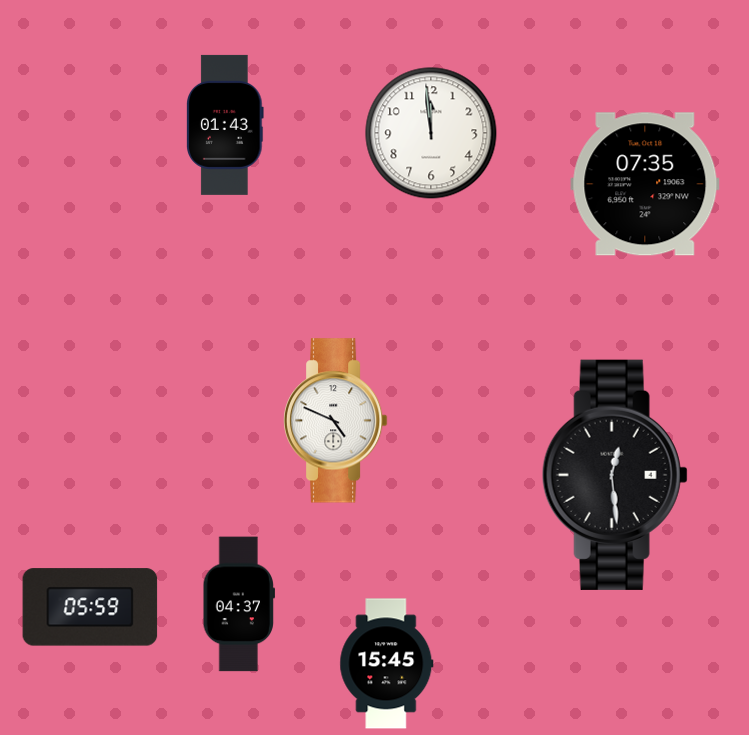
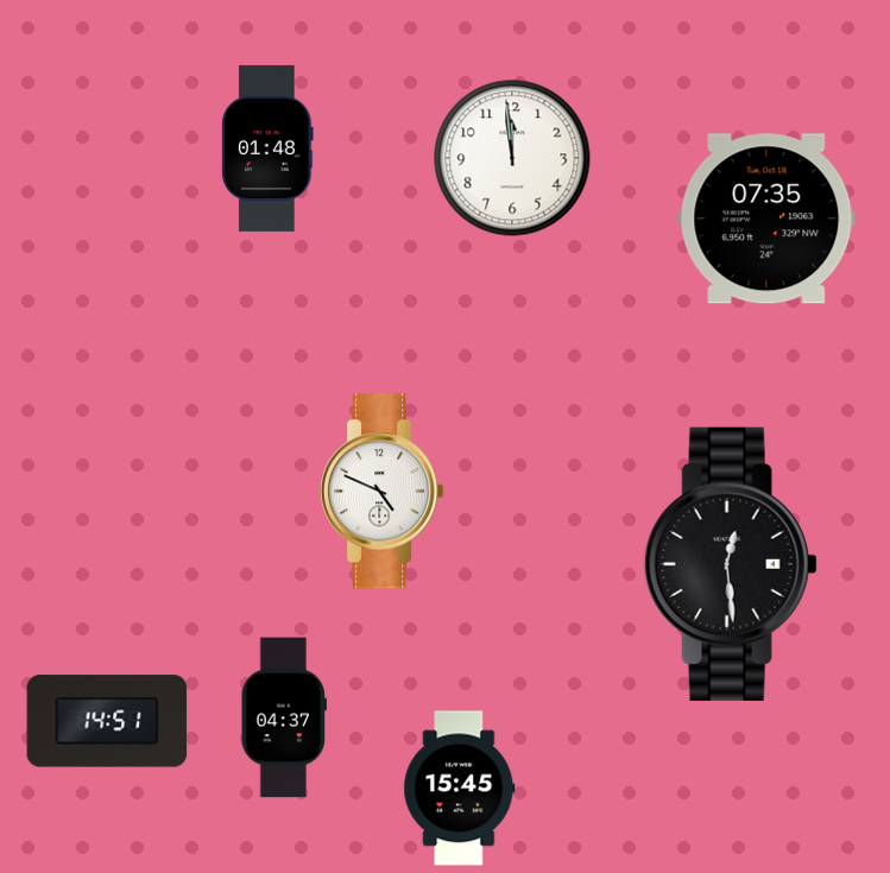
clock at (226, 125): 01:43 -> 01:48
clock at (336, 421) position: (336, 421) -> (383, 492)
clock at (90, 607): 05:59 -> 14:51
